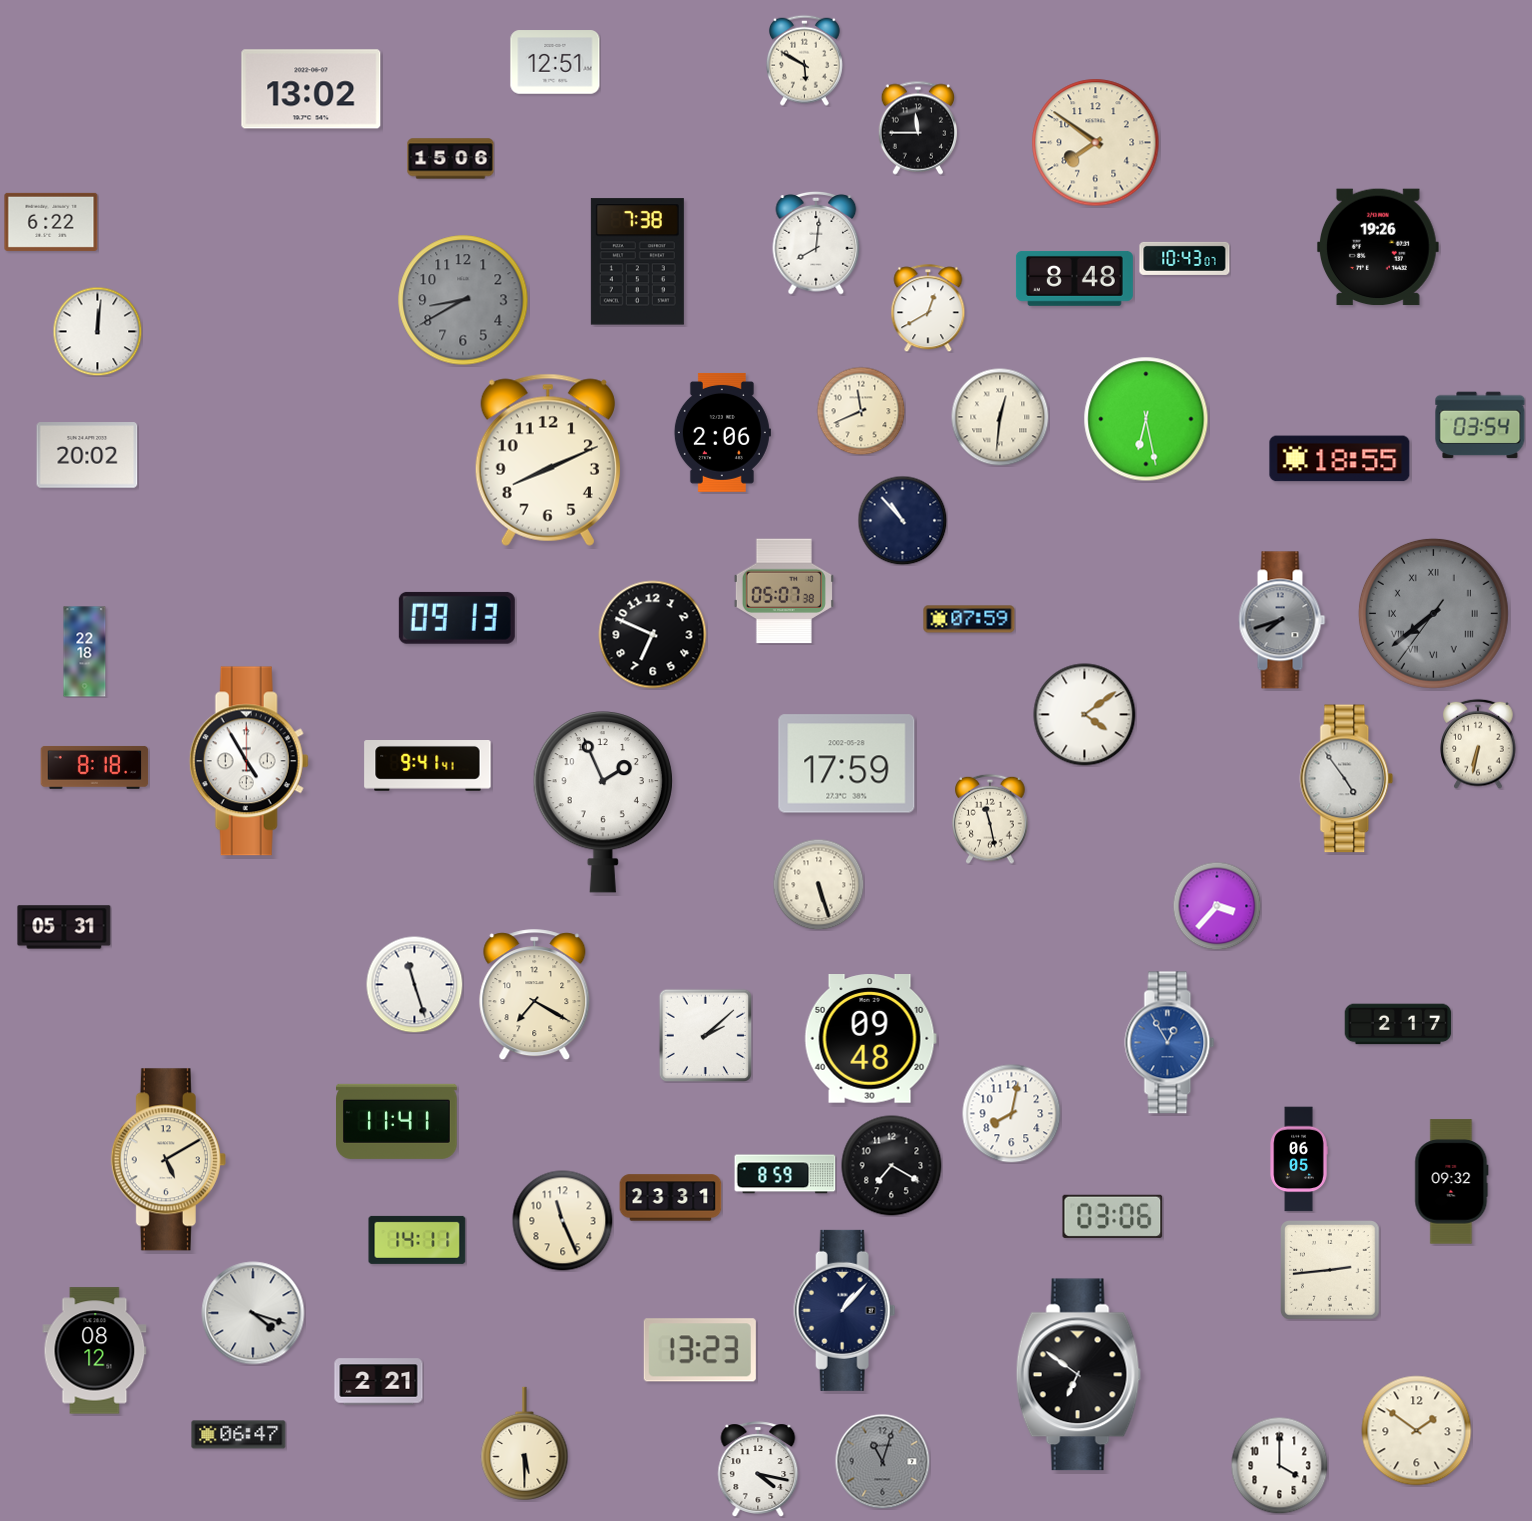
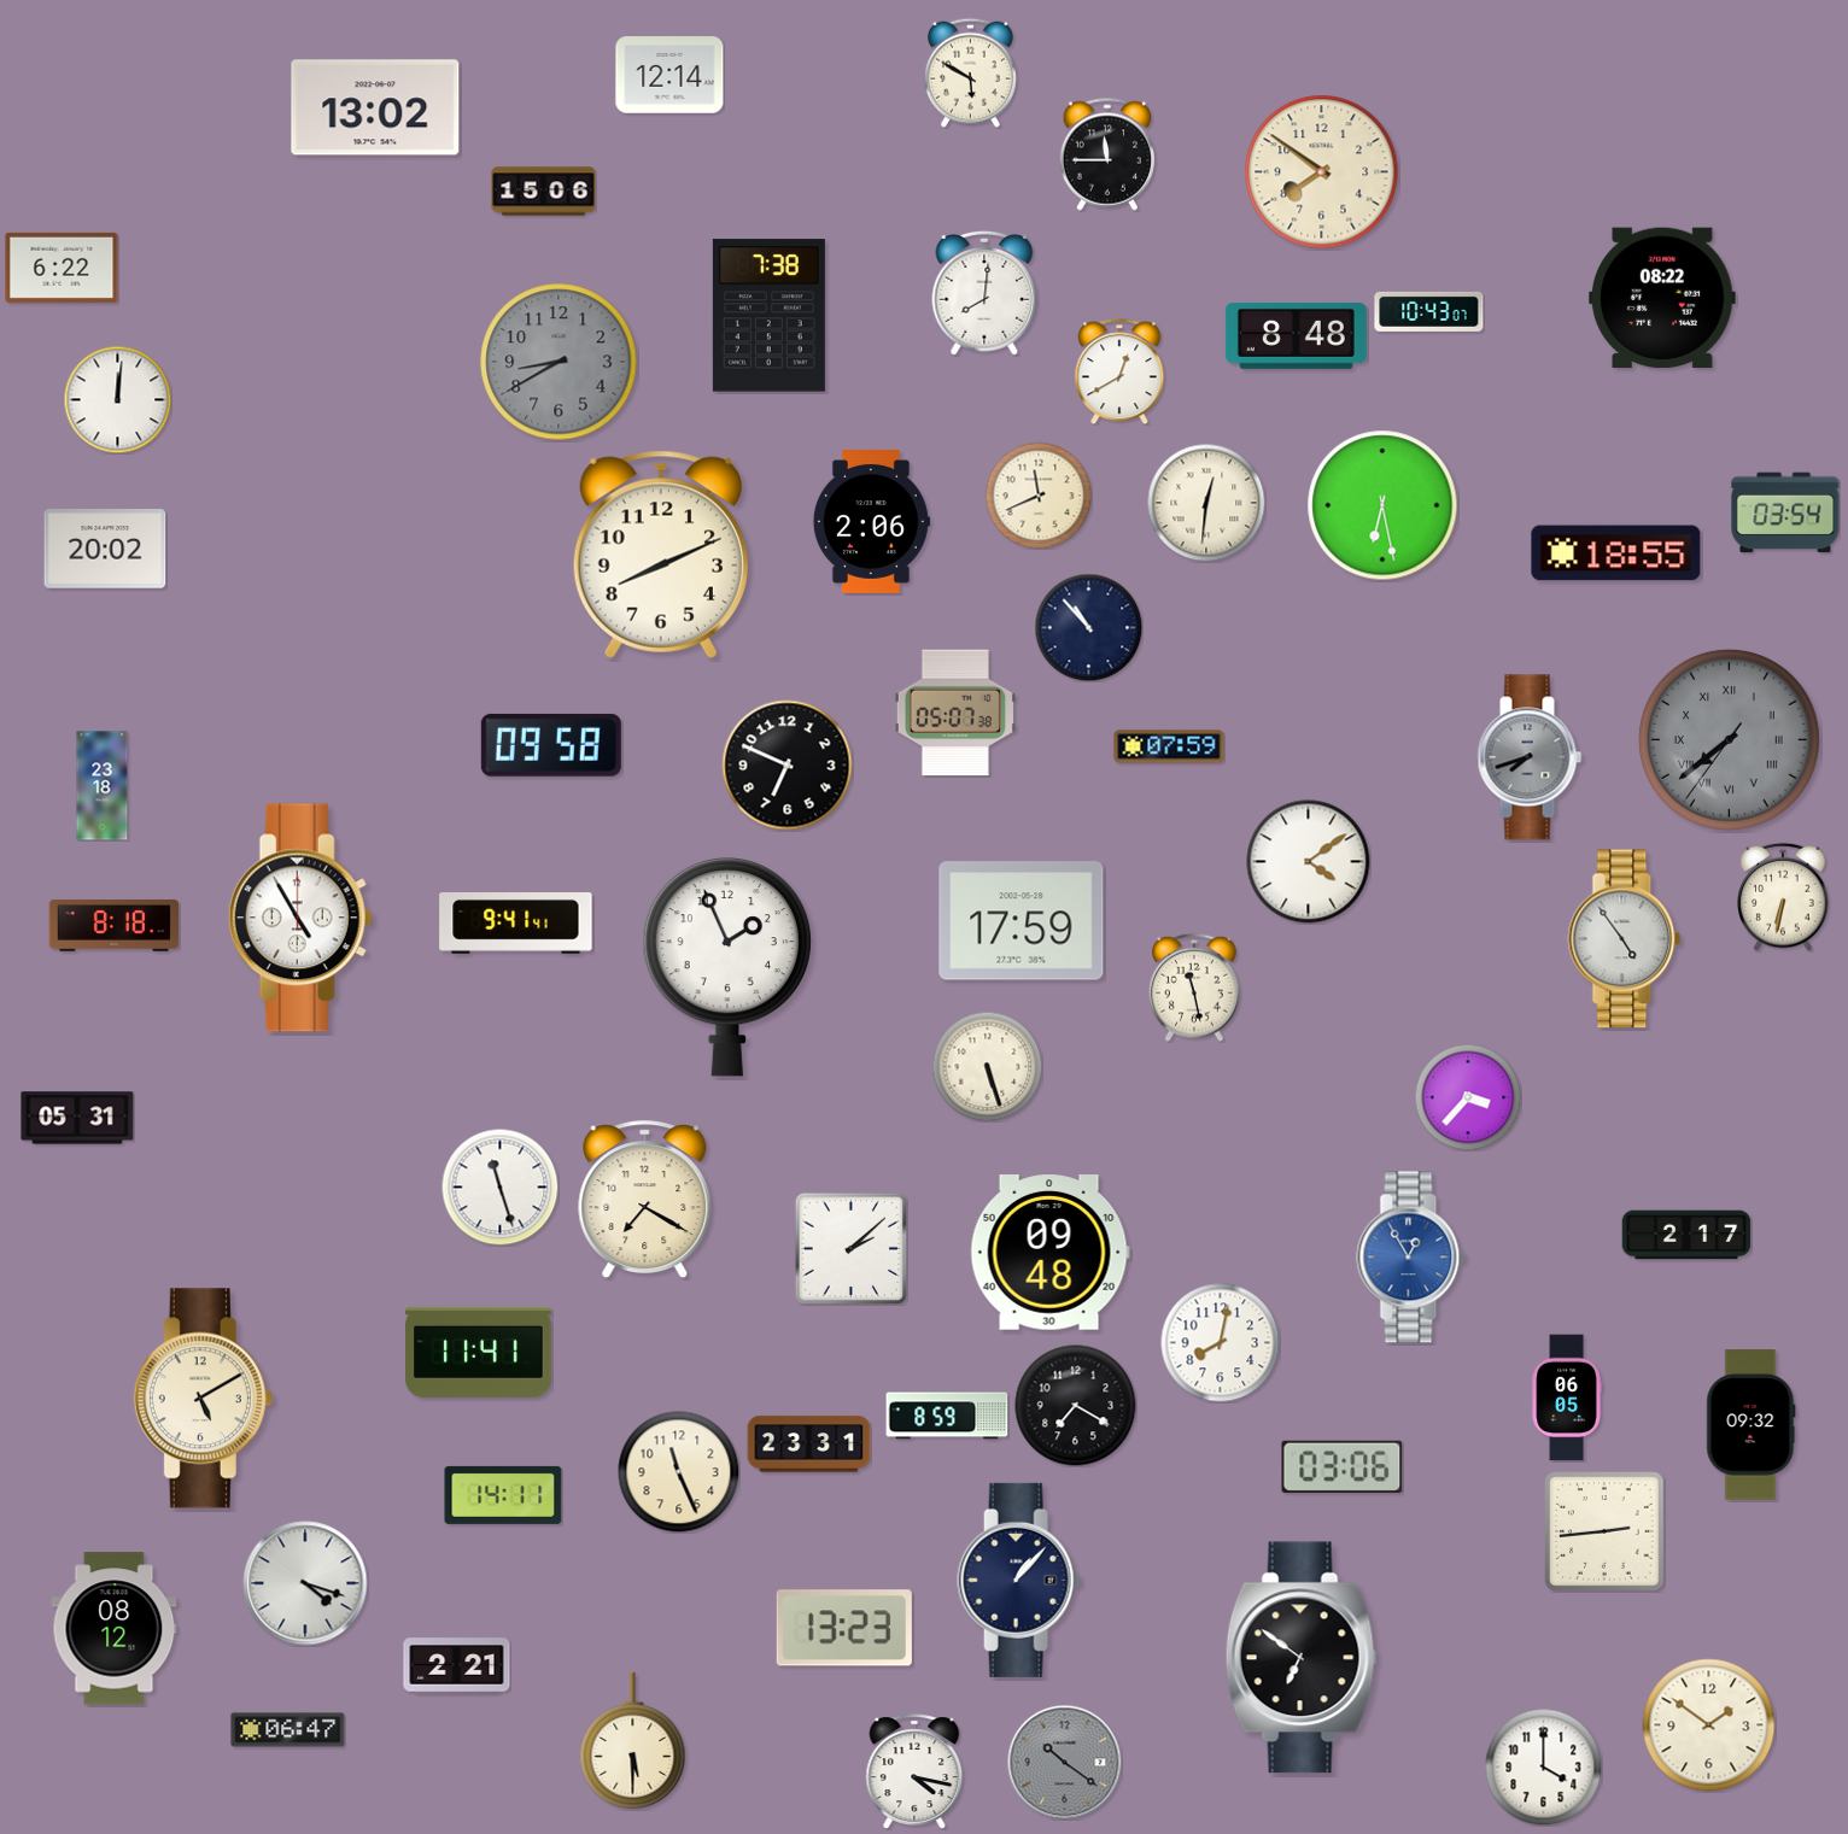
clock at (555, 62): 12:51 -> 12:14
clock at (1378, 247): 19:26 -> 08:22
clock at (784, 591) position: (784, 591) -> (955, 713)
clock at (457, 618): 09:13 -> 09:58
clock at (1282, 620) position: (1282, 620) -> (1530, 757)
clock at (85, 652): 22:18 -> 23:18
clock at (1217, 906) position: (1217, 906) -> (1468, 1097)
clock at (882, 1461): 11:03 -> 10:21
